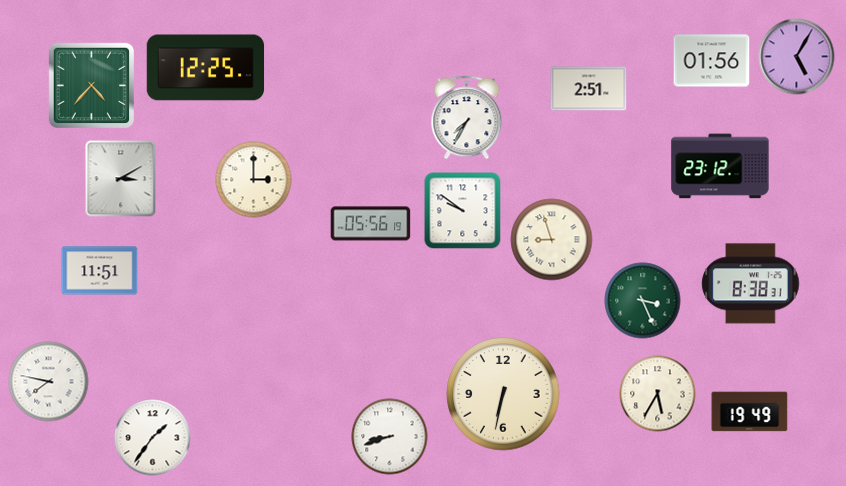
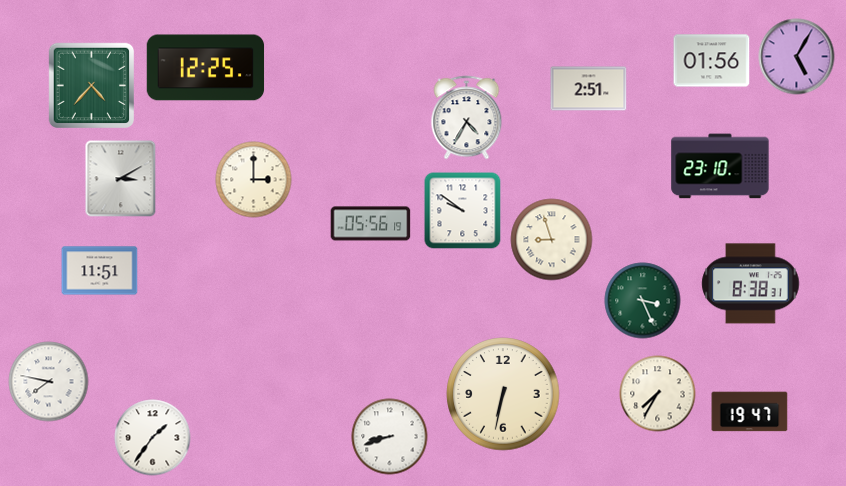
clock at (467, 118): 7:35 -> 4:35
clock at (720, 166): 23:12 -> 23:10
clock at (658, 394): 5:35 -> 7:35
clock at (750, 412): 19:49 -> 19:47
